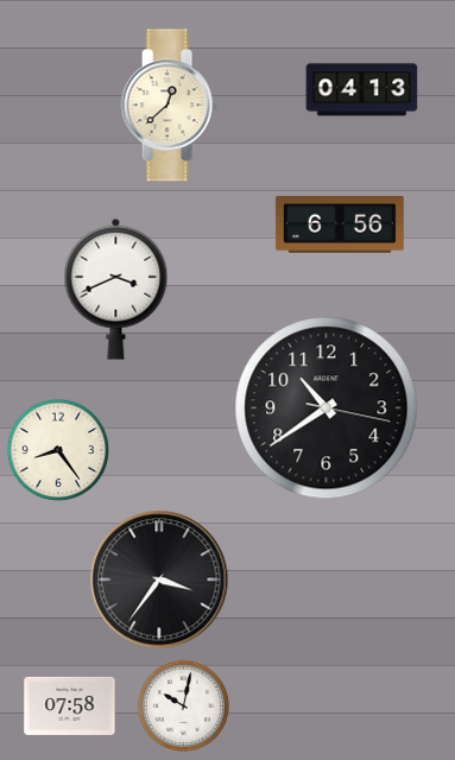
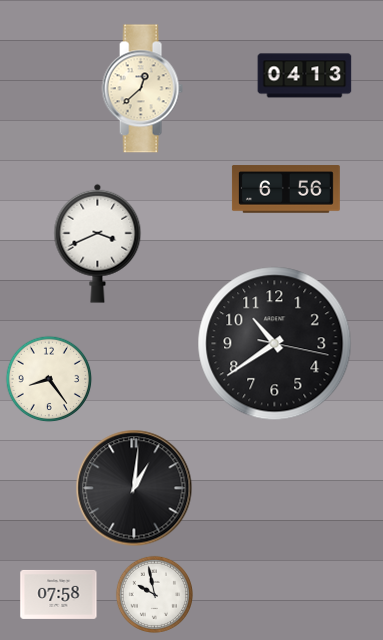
clock at (159, 579): 3:36 -> 1:01
clock at (183, 705): 10:02 -> 9:58
